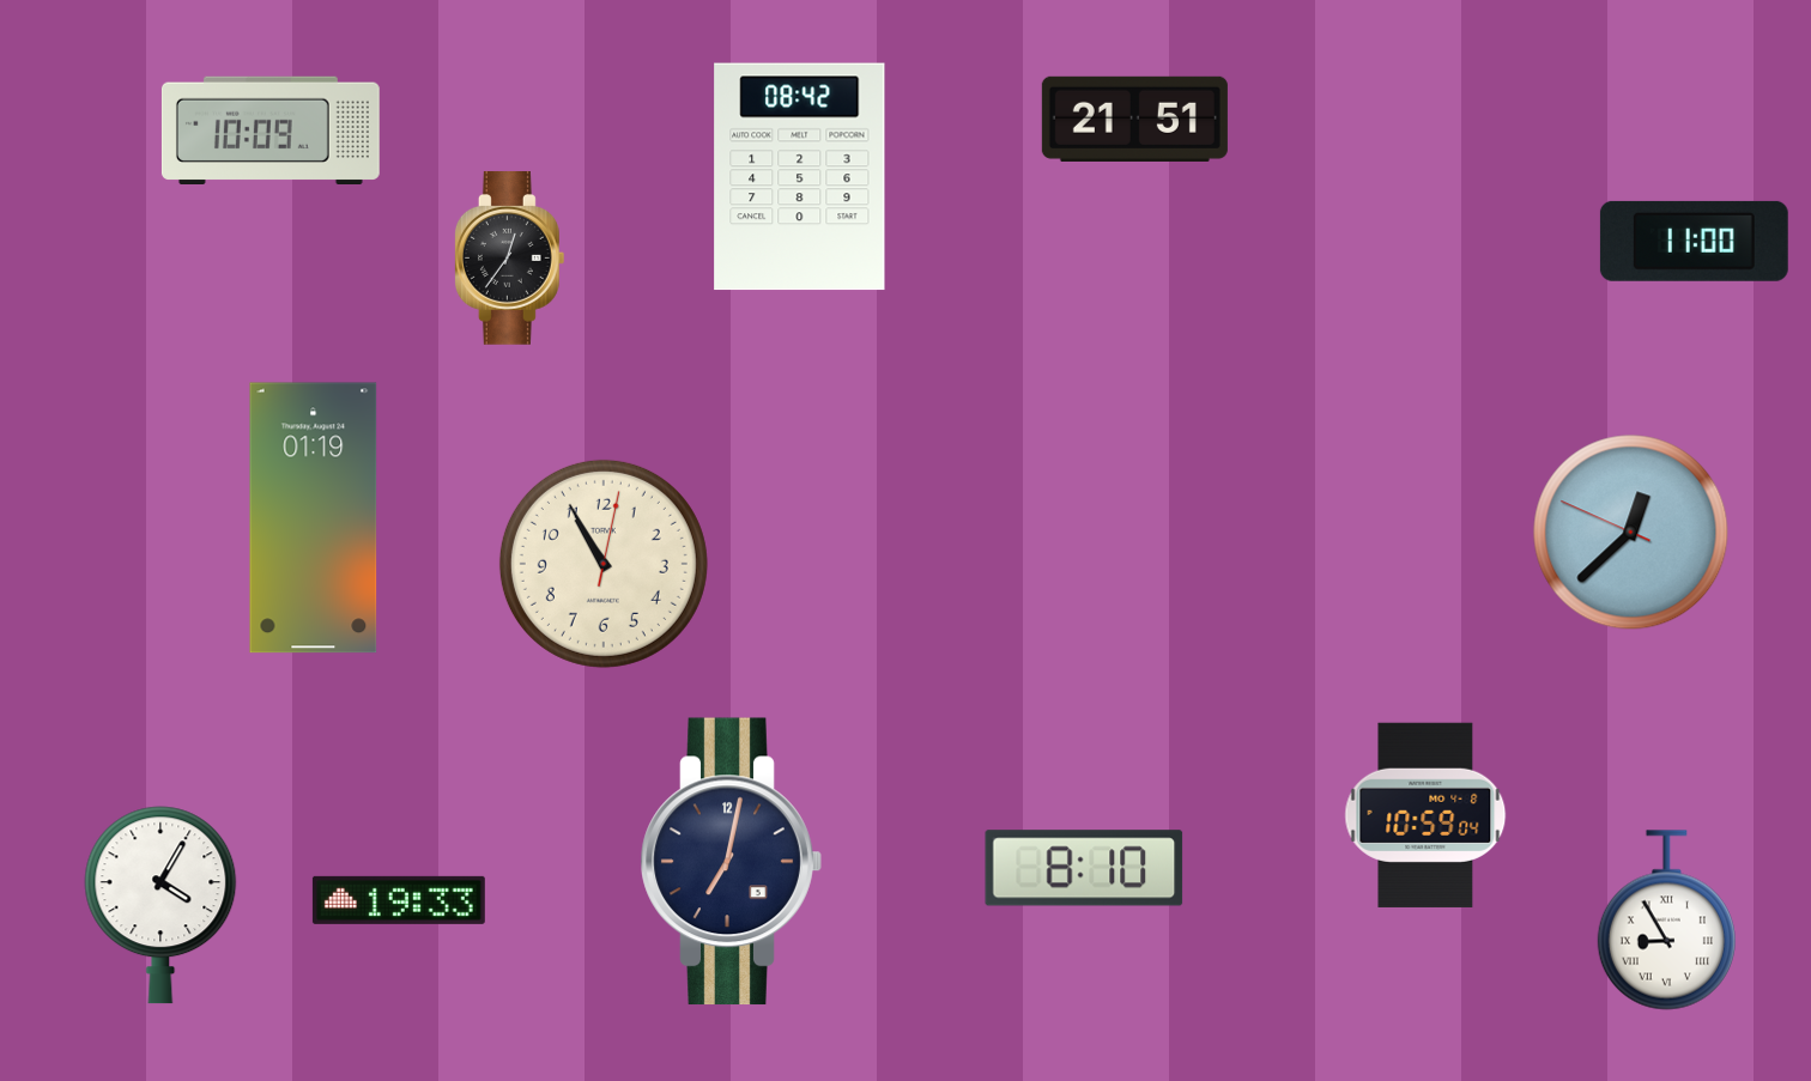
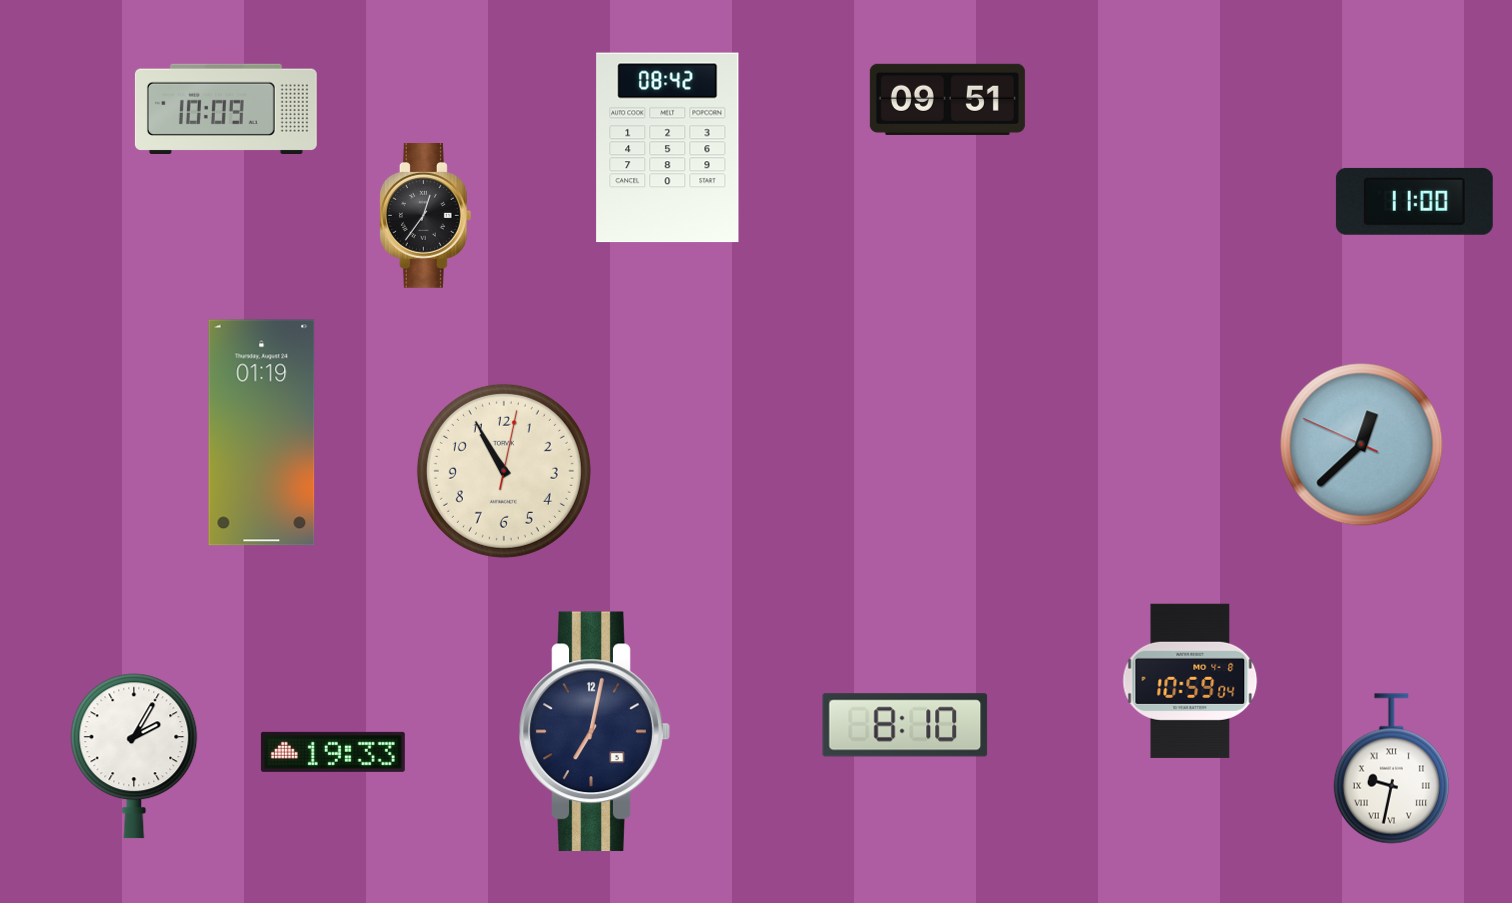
clock at (1134, 119): 21:51 -> 09:51
clock at (731, 862) position: (731, 862) -> (594, 732)
clock at (160, 905): 4:05 -> 2:05
clock at (1666, 921): 8:55 -> 9:32
